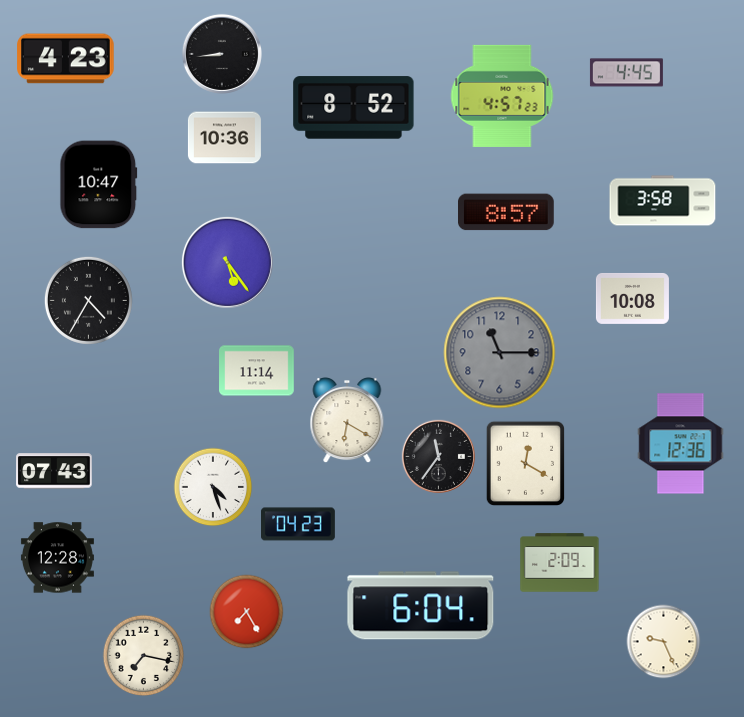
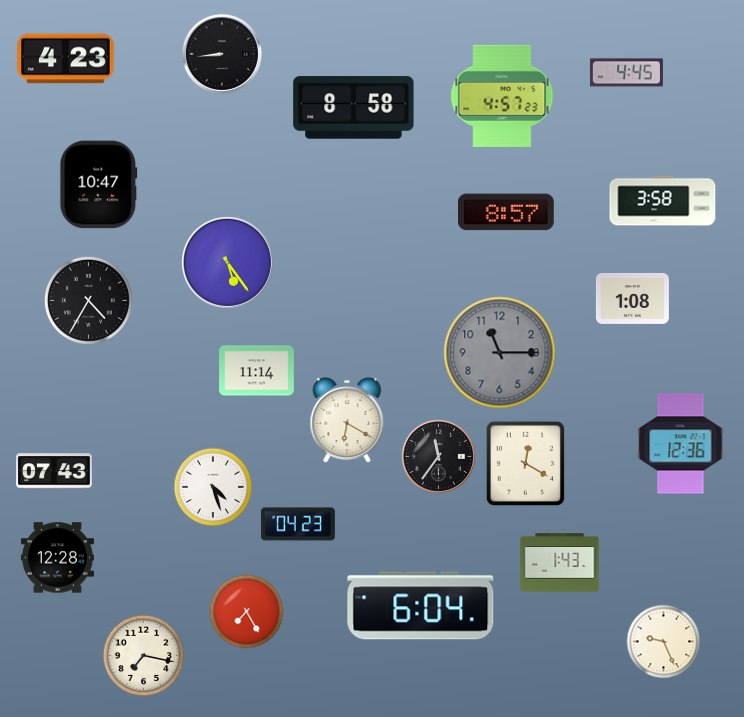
clock at (354, 108): 8:52 -> 8:58
clock at (224, 138): 10:36 -> none
clock at (632, 298): 10:08 -> 1:08
clock at (560, 563): 2:09 -> 1:43
